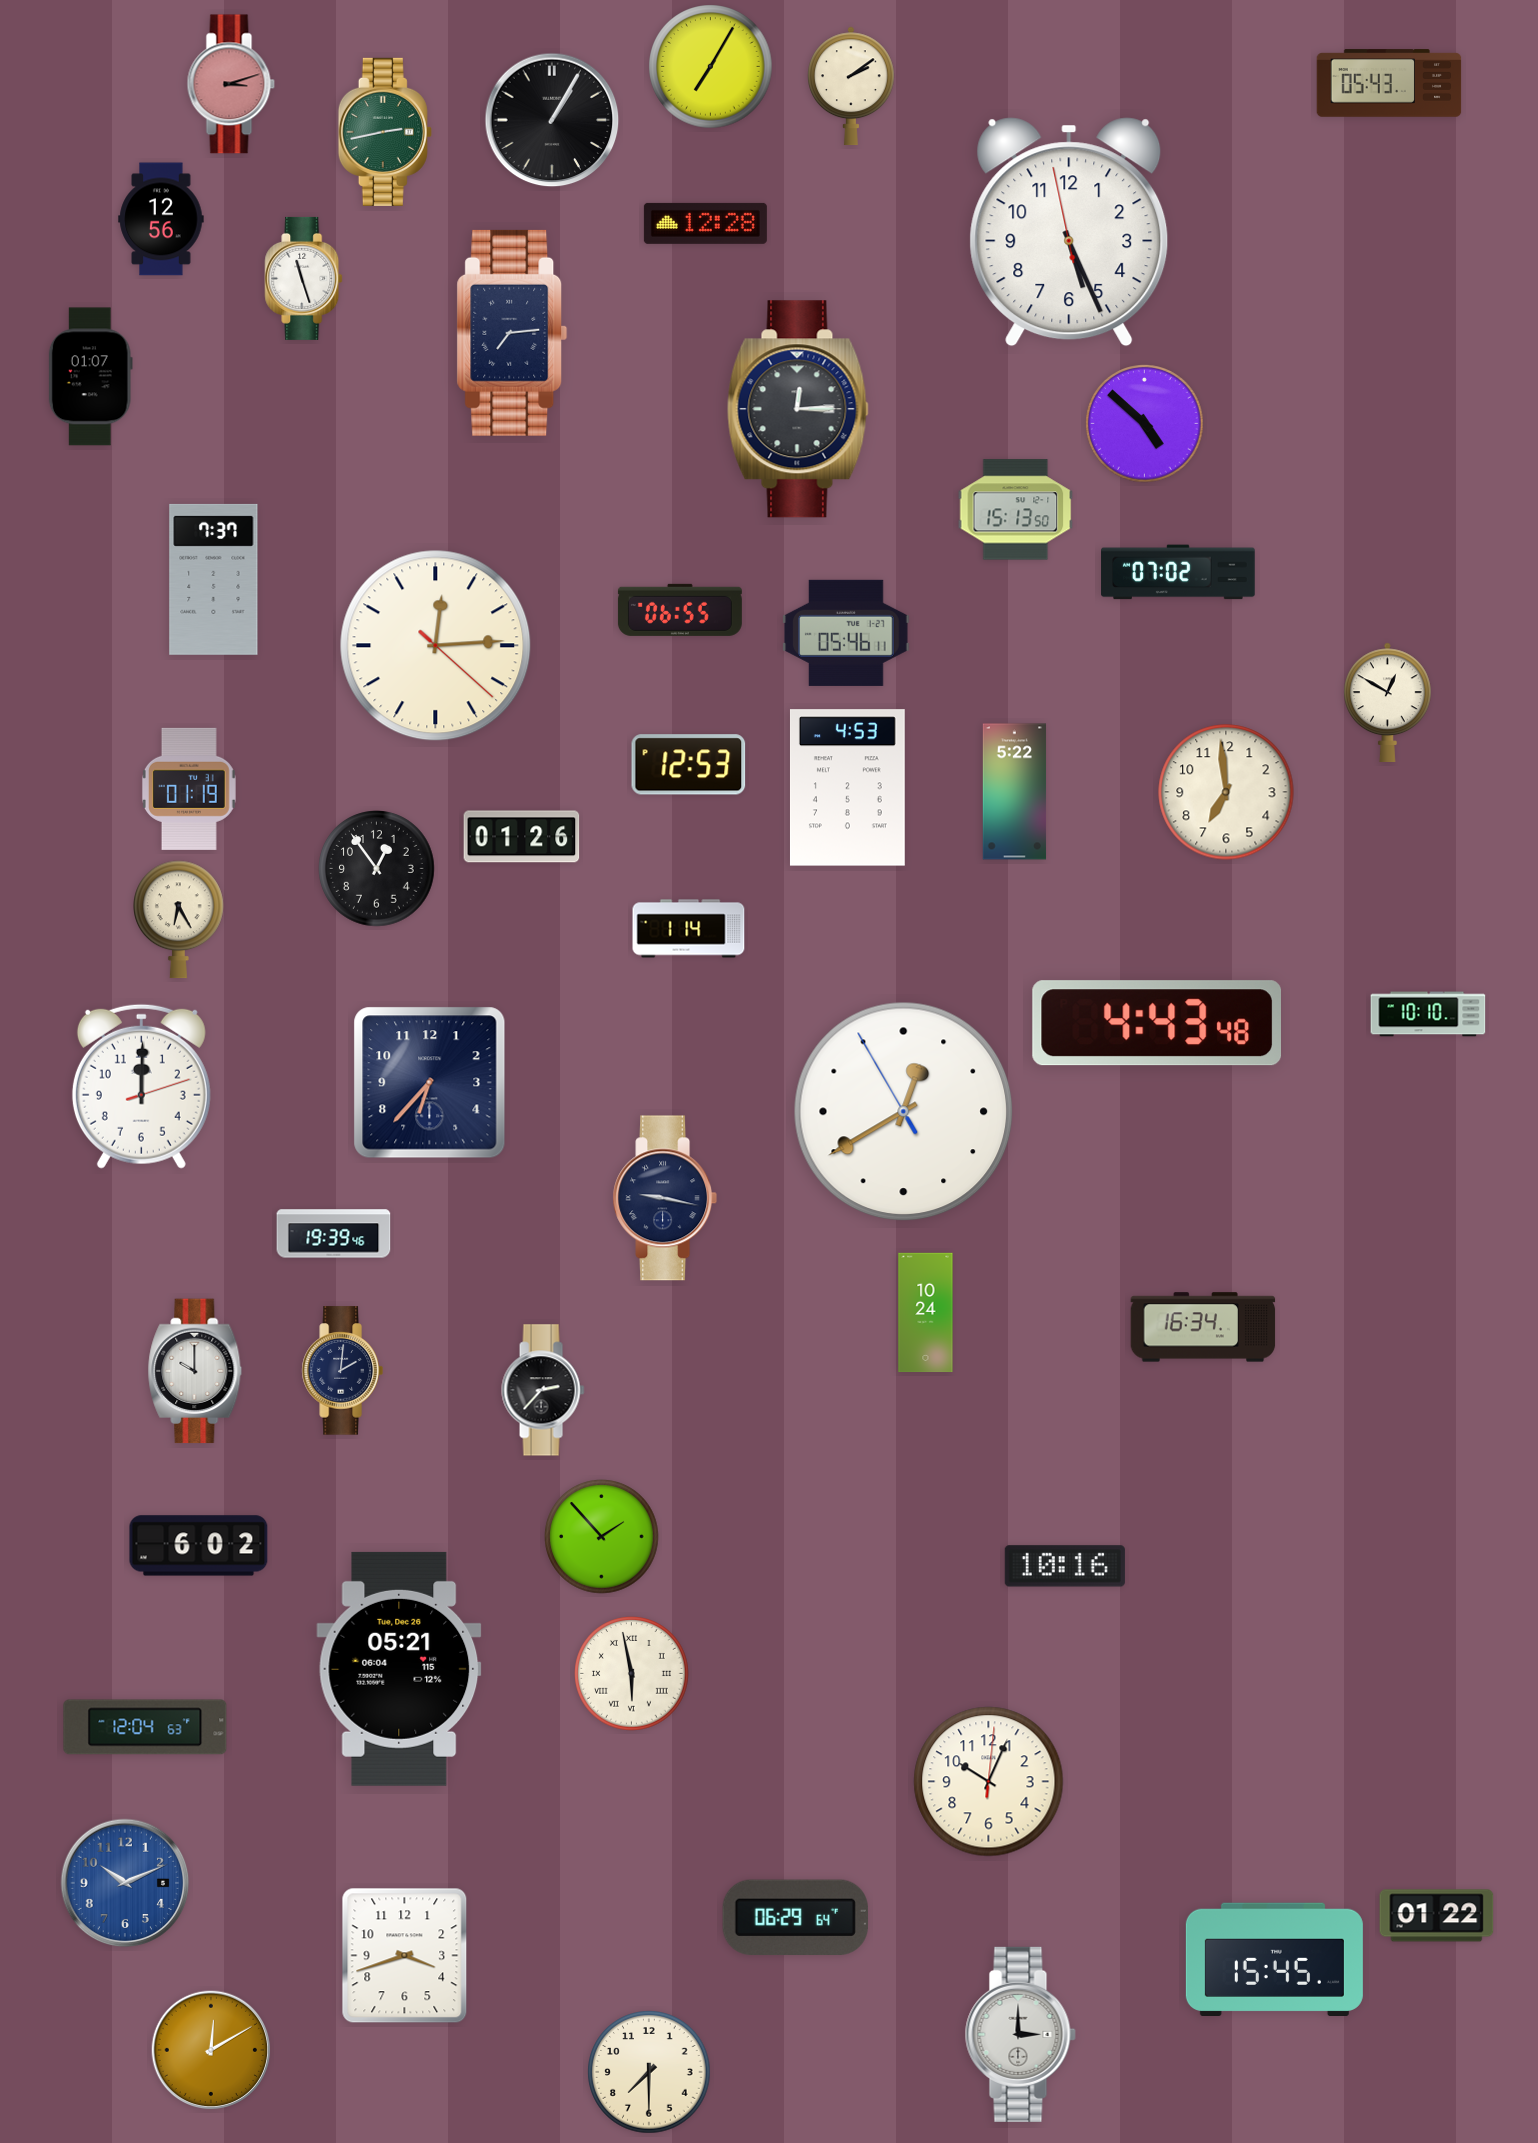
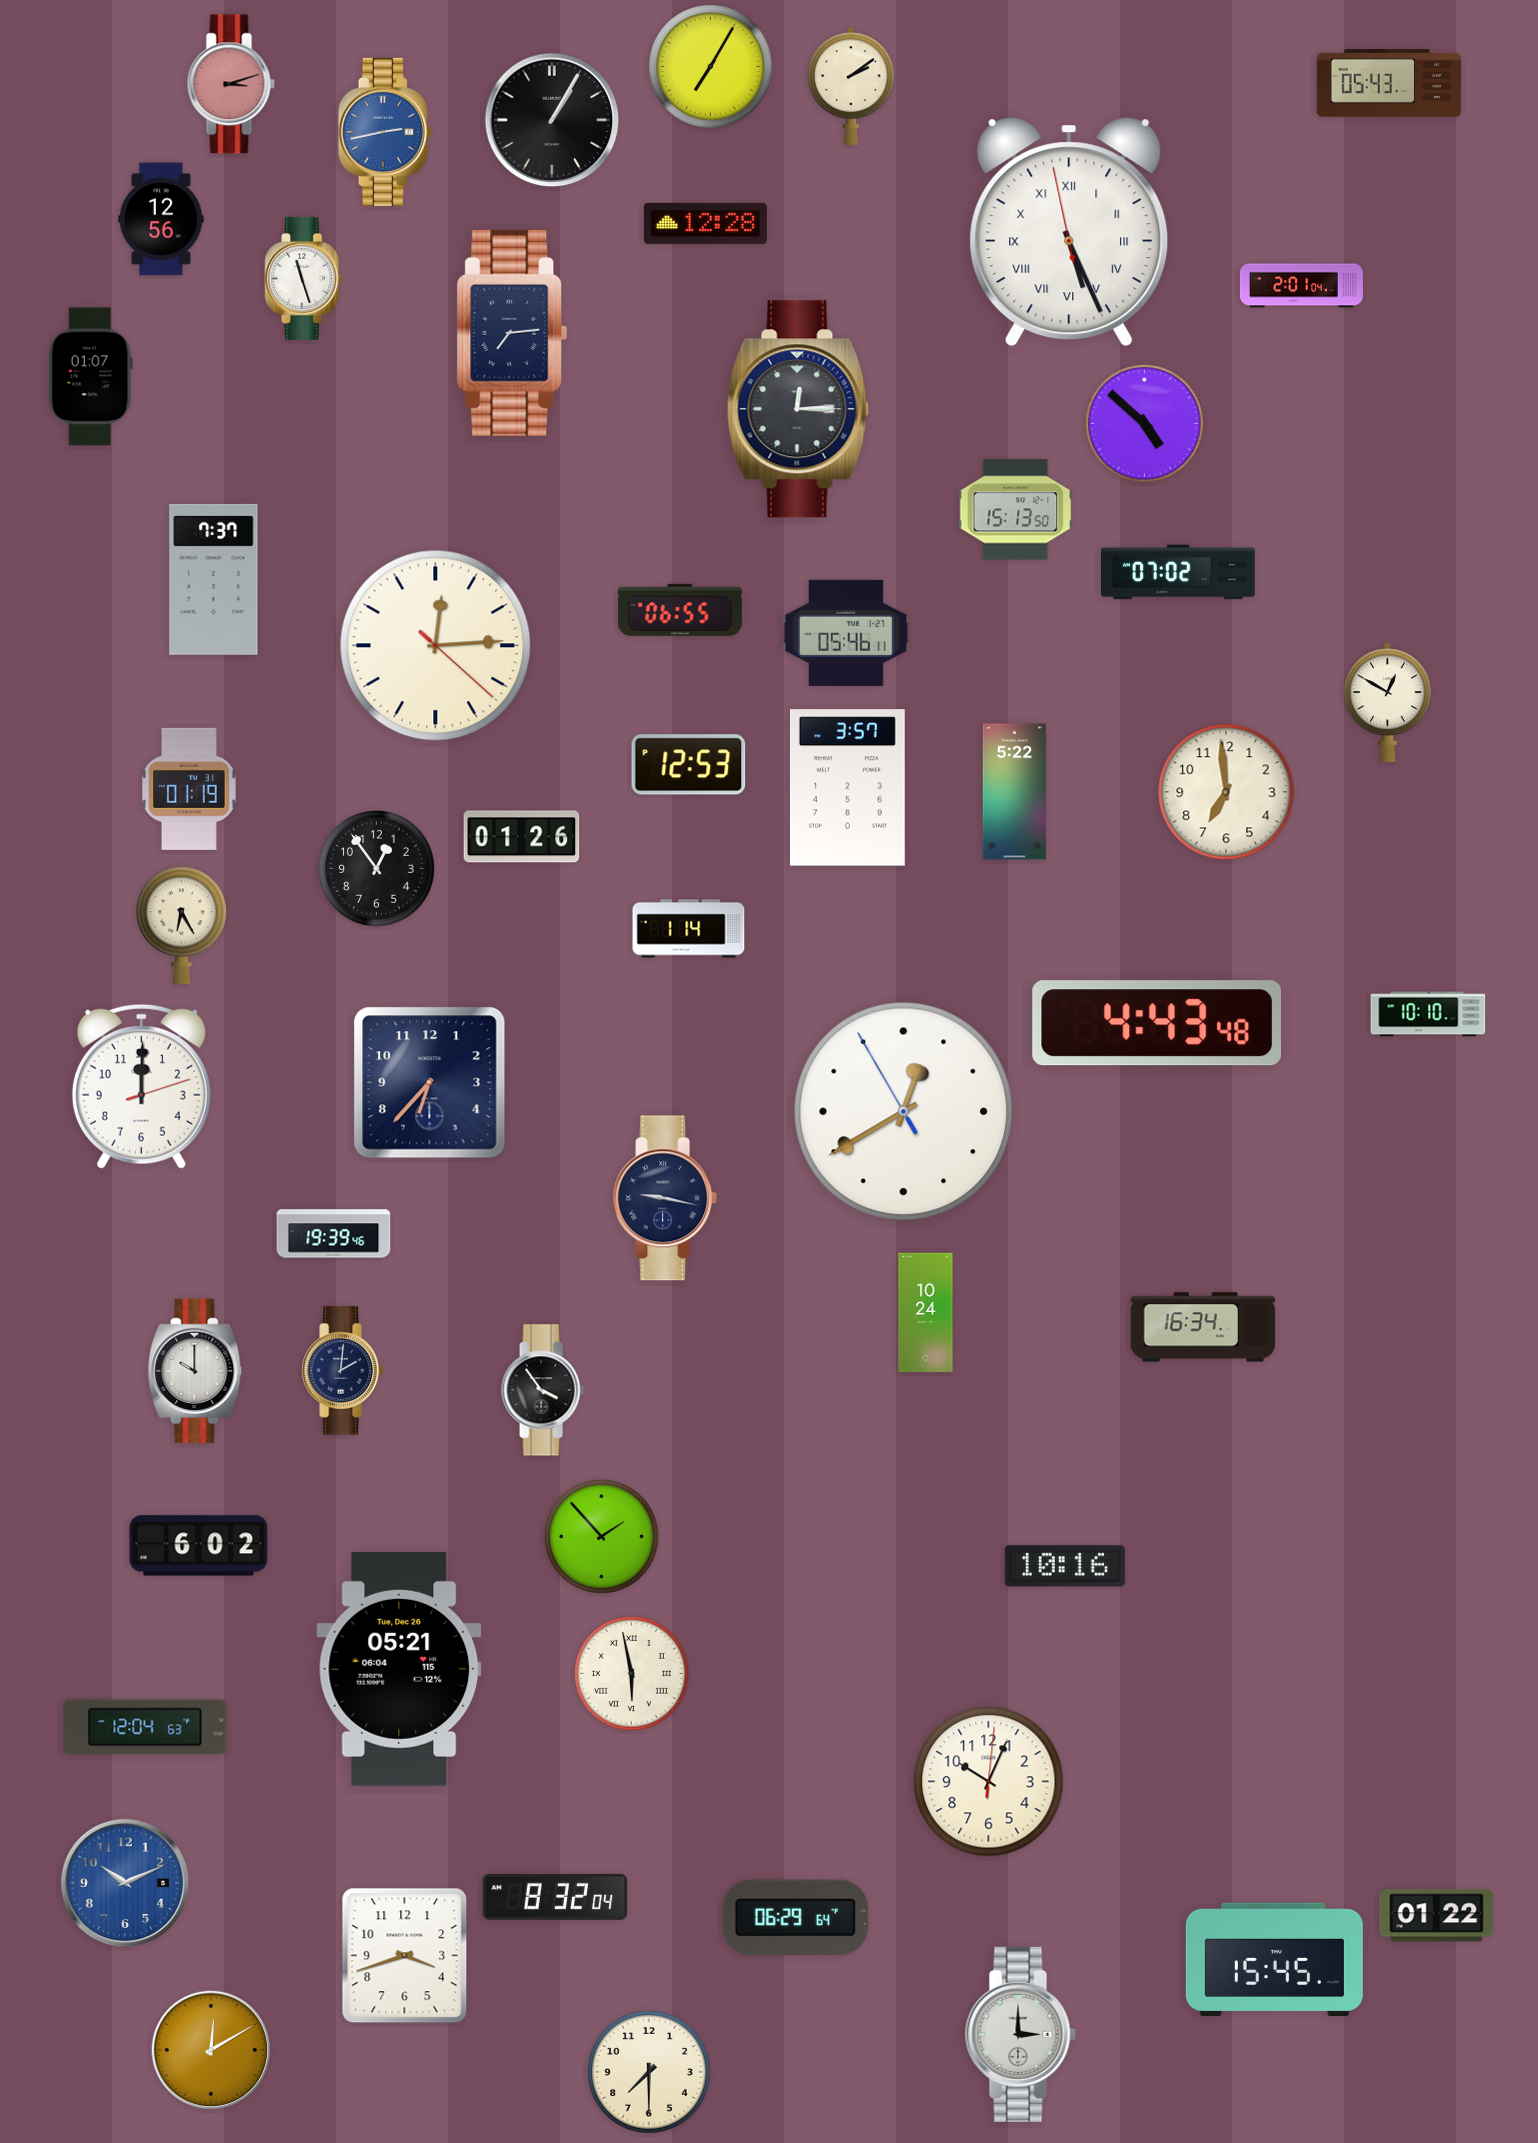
clock at (385, 132) dial: green -> blue
clock at (1069, 232) numerals: Arabic -> Roman
clock at (1301, 286): none -> 2:01
clock at (847, 788): 4:53 -> 3:57
clock at (179, 920) position: (179, 920) -> (182, 926)
clock at (543, 1390): 2:37 -> 3:54
clock at (555, 1897): none -> 8:32
